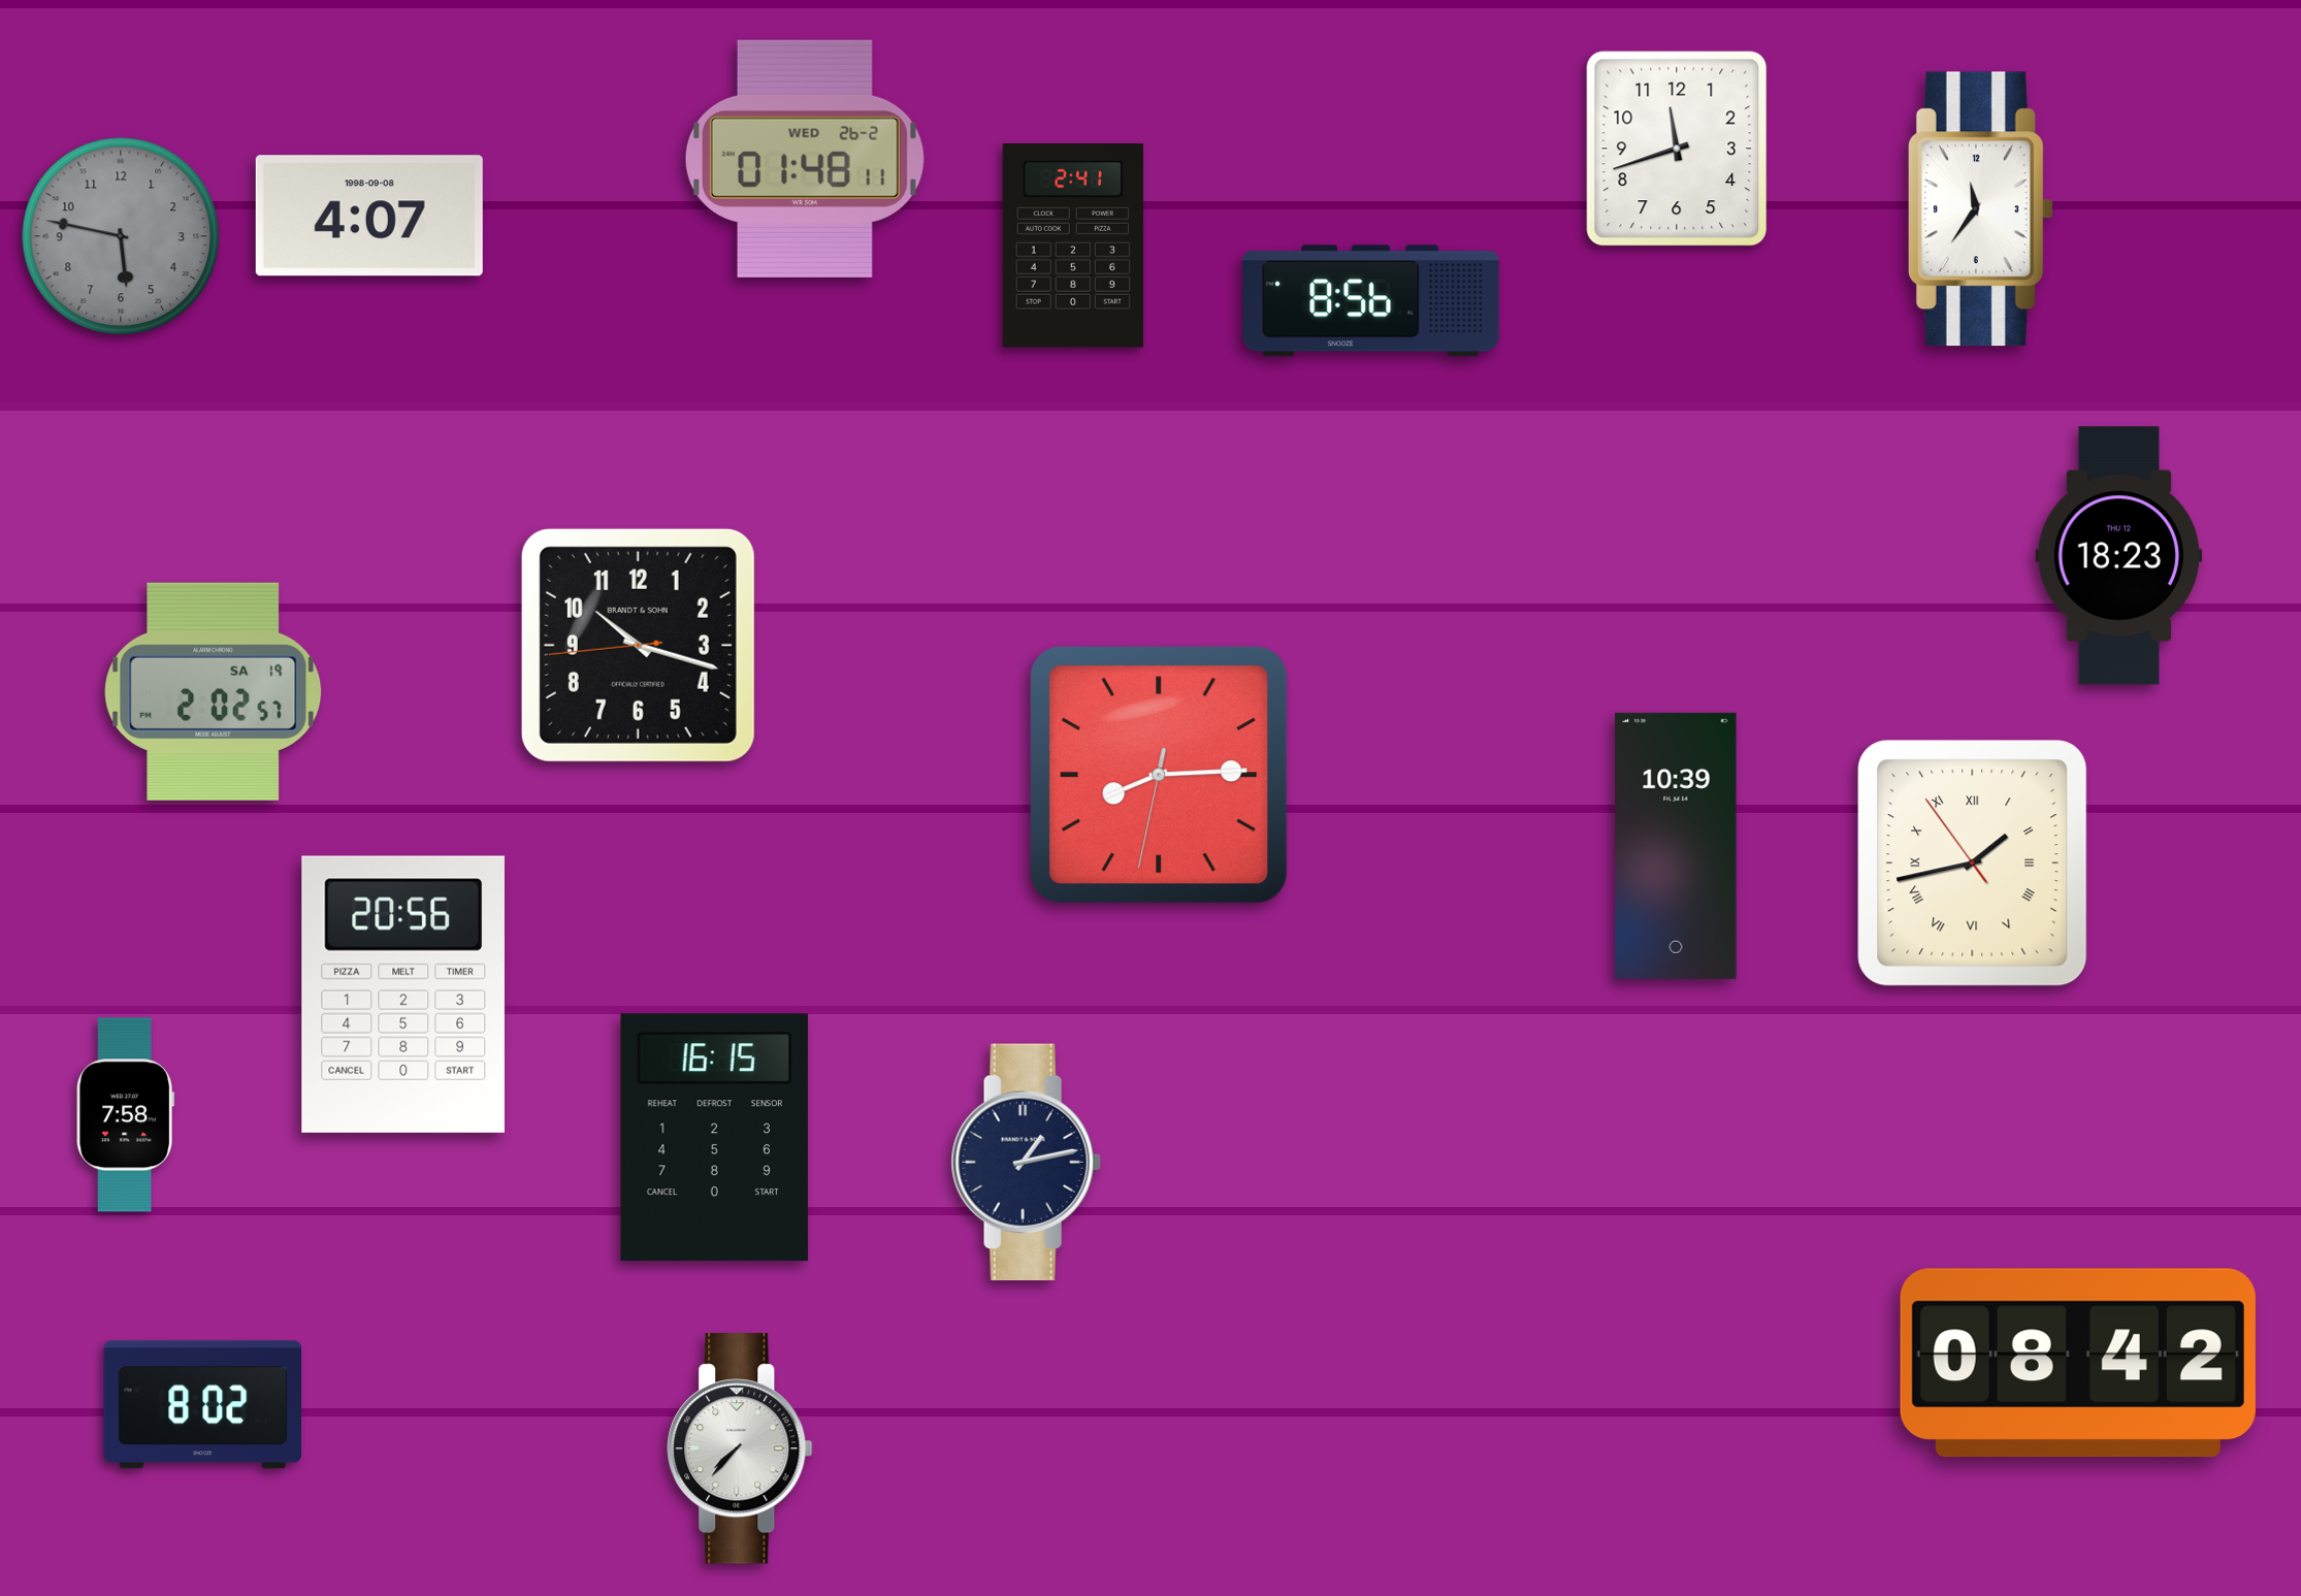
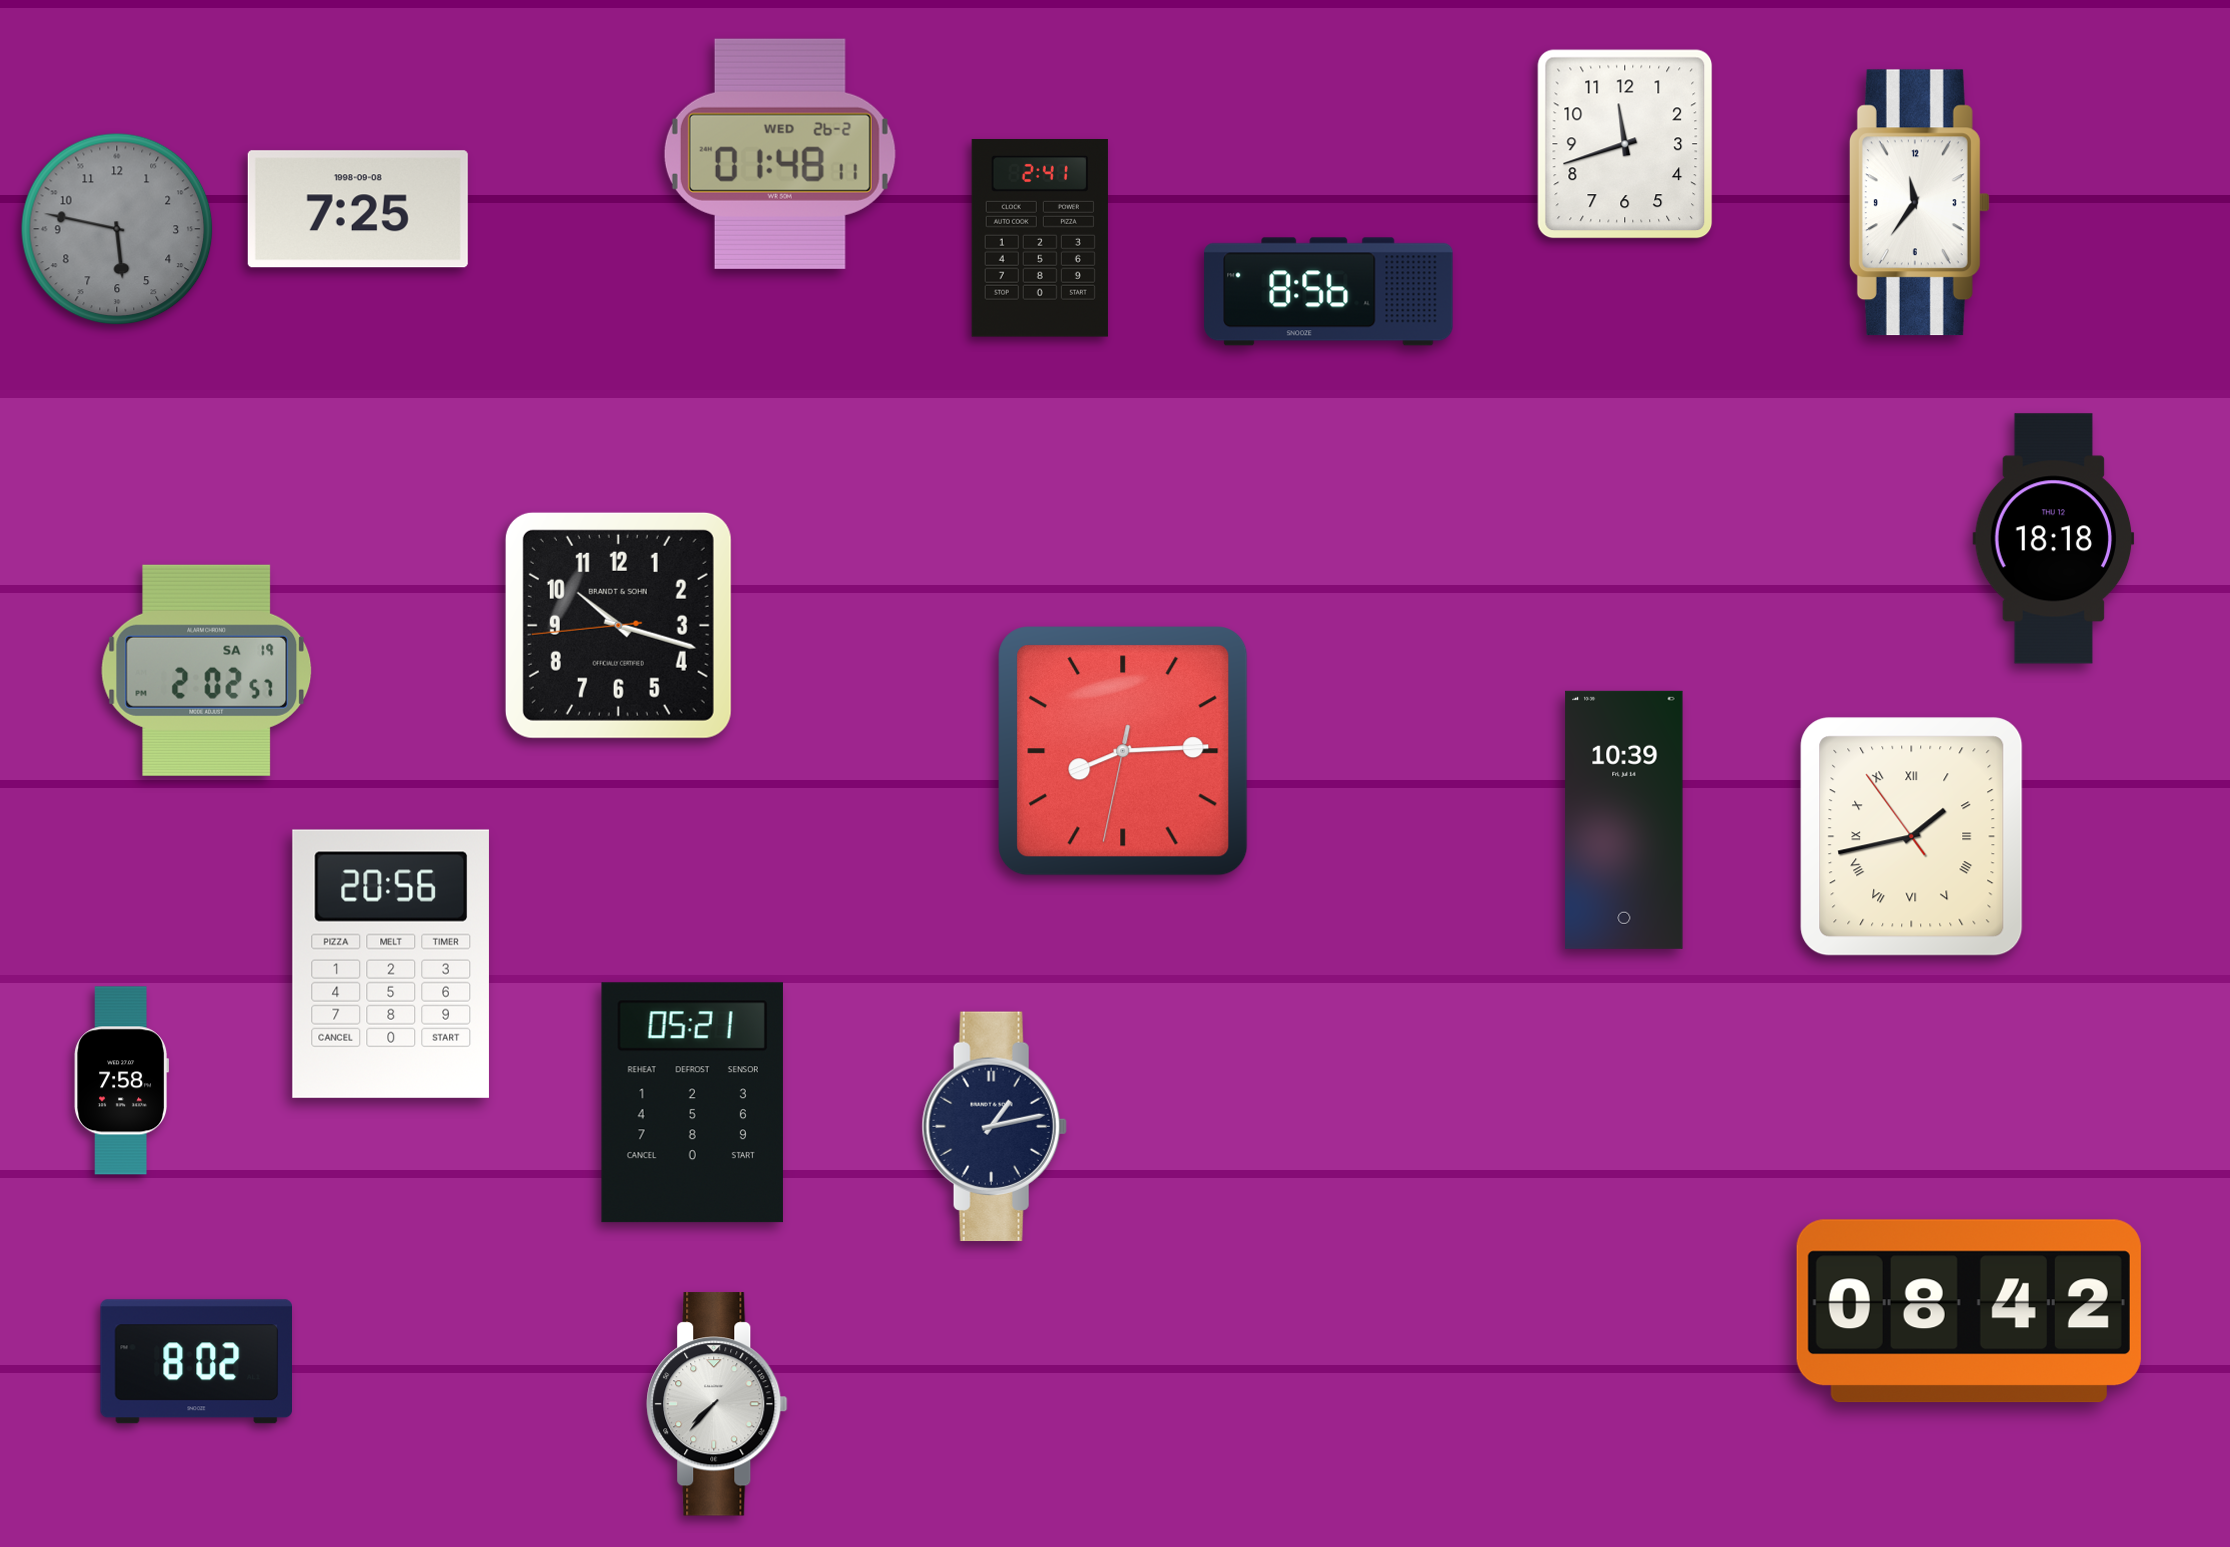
clock at (369, 216): 4:07 -> 7:25
clock at (2119, 556): 18:23 -> 18:18
clock at (714, 1138): 16:15 -> 05:21
clock at (2078, 1363) position: (2078, 1363) -> (1969, 1311)
